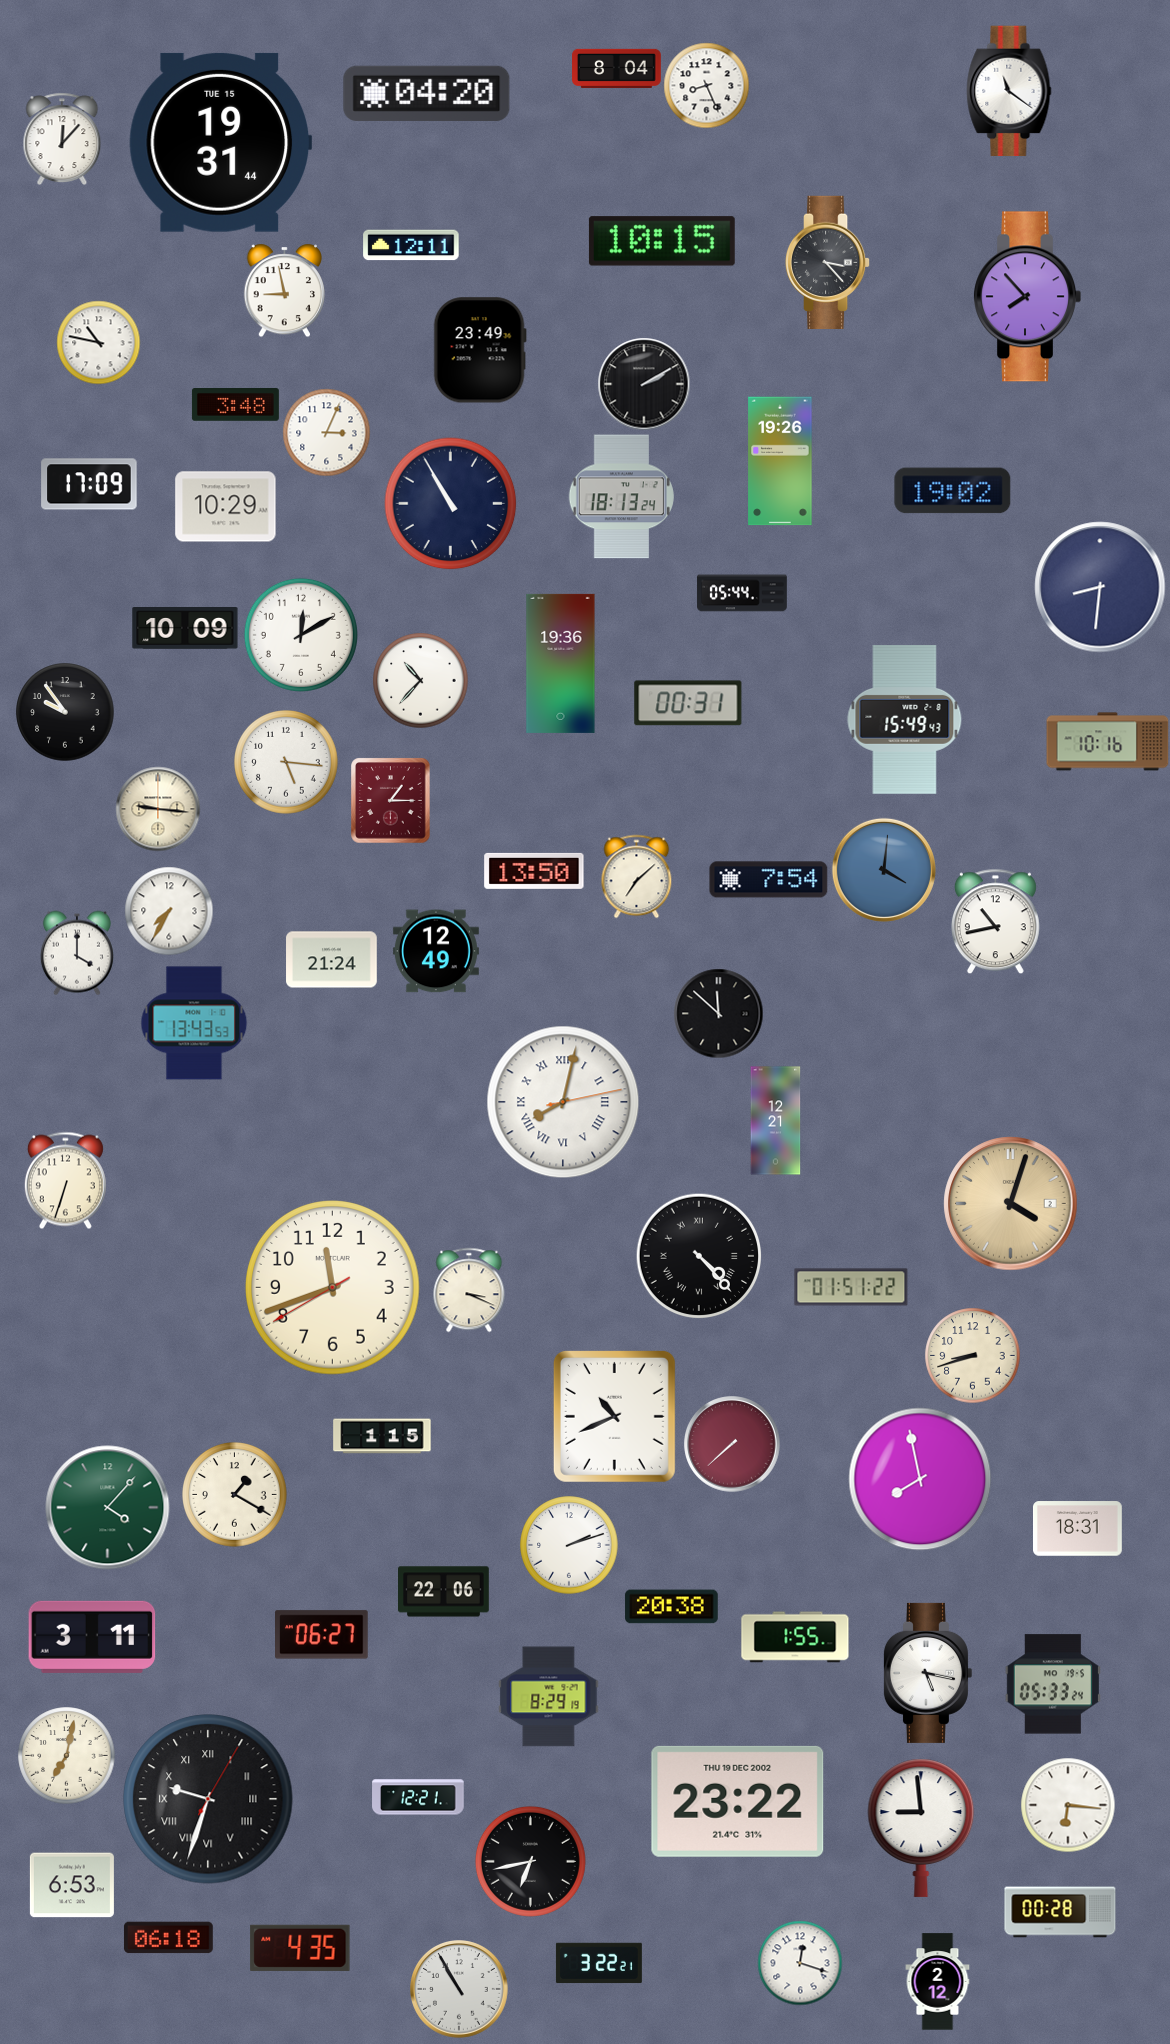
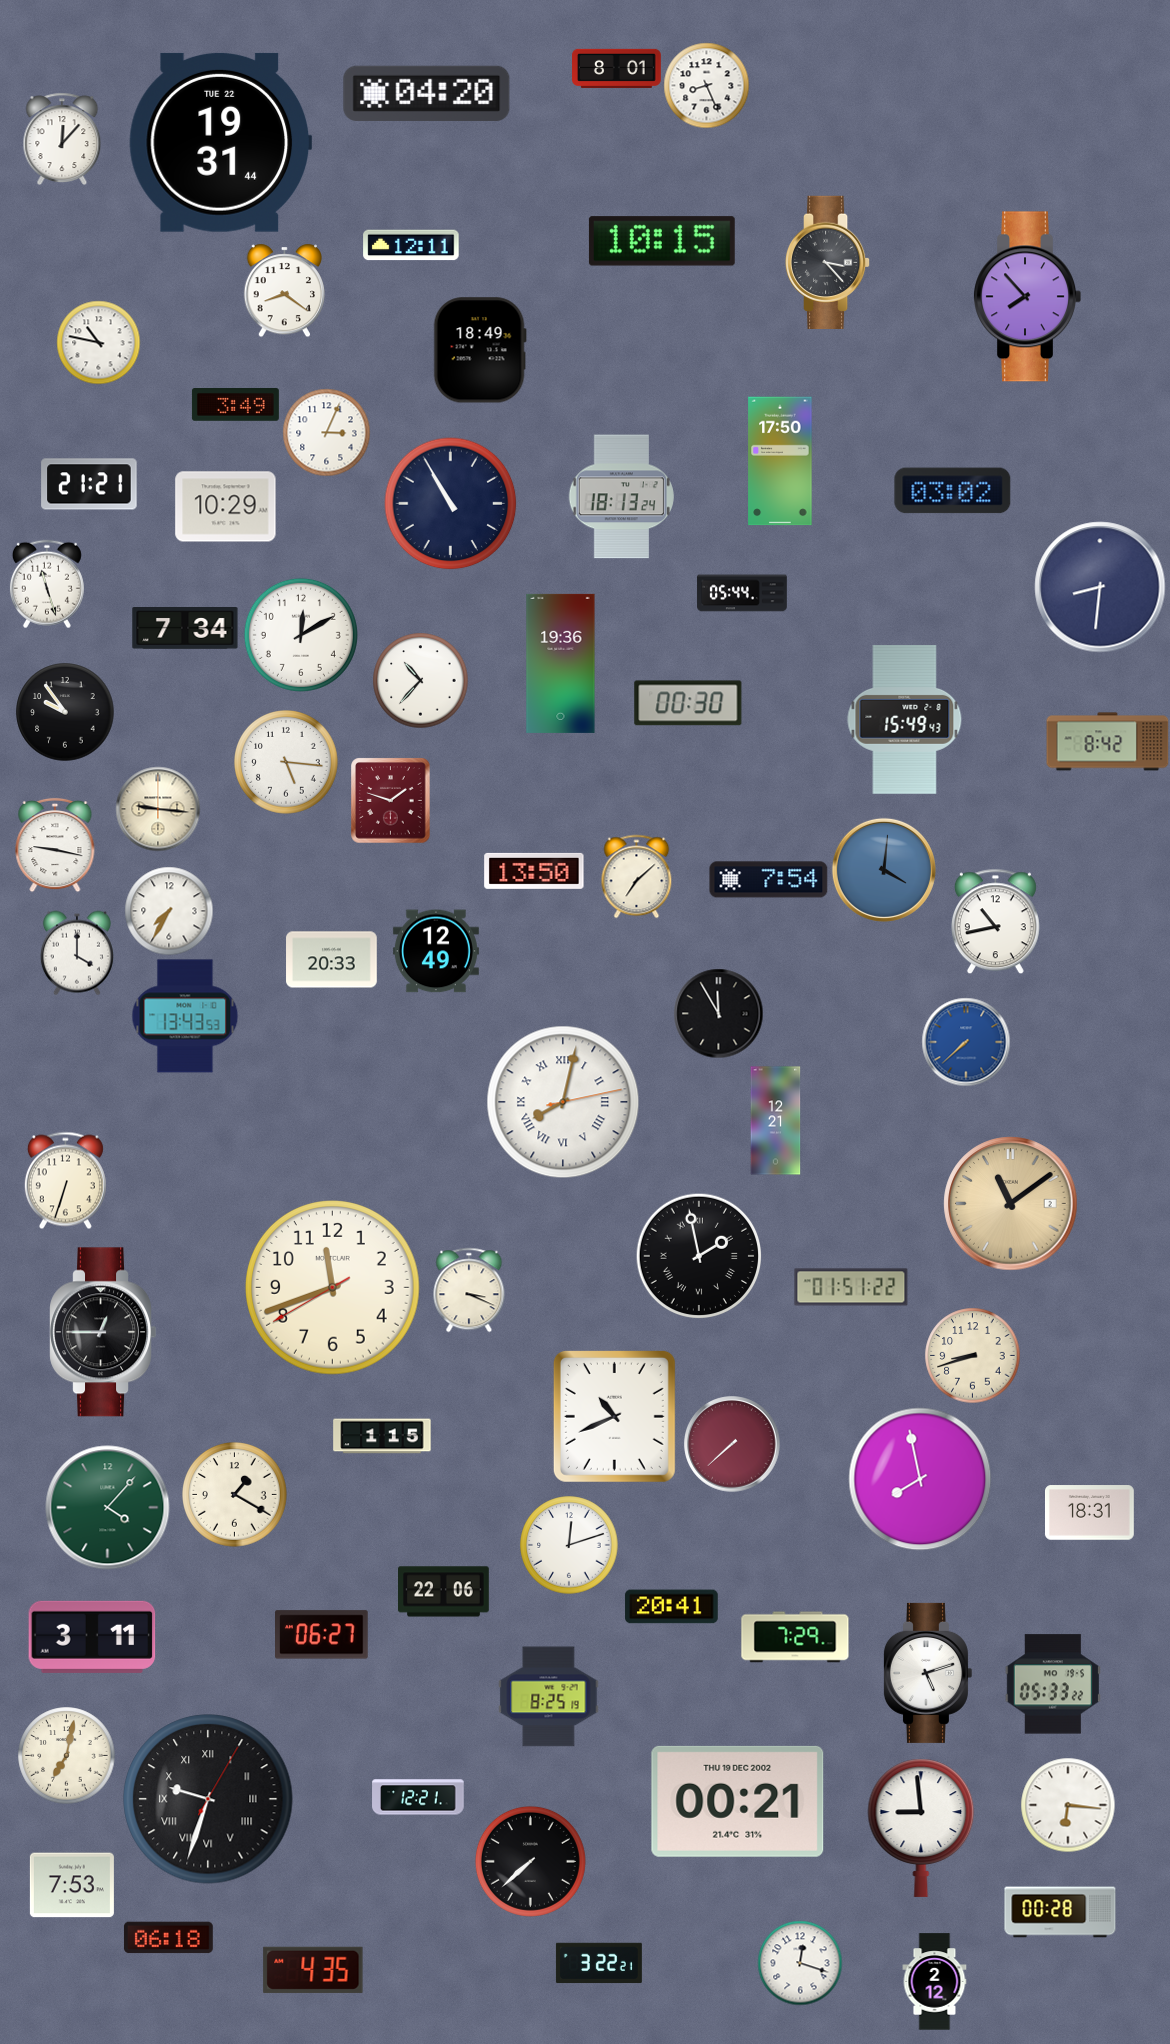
clock at (617, 68): 8:04 -> 8:01
clock at (1009, 91): 11:21 -> none
clock at (220, 142) date: TUE 15 -> TUE 22
clock at (284, 290): 8:58 -> 8:21
clock at (480, 350): 23:49 -> 18:49
clock at (644, 384): 2:10 -> none
clock at (235, 405): 3:48 -> 3:49
clock at (780, 461): 19:26 -> 17:50
clock at (89, 484): 17:09 -> 21:21
clock at (953, 491): 19:02 -> 03:02
clock at (47, 584): none -> 11:27
clock at (185, 629): 10:09 -> 7:34
clock at (688, 703): 00:31 -> 00:30
clock at (1108, 742): 10:16 -> 8:42
clock at (391, 800): 1:15 -> 1:48
clock at (55, 845): none -> 9:17
clock at (332, 960): 21:24 -> 20:33
clock at (718, 1013): 11:52 -> 11:55
clock at (194, 1023) position: (194, 1023) -> (185, 1016)
clock at (966, 1042): none -> 7:38
clock at (1011, 1204): 4:03 -> 11:09
clock at (699, 1256): 4:23 -> 1:58
clock at (102, 1332): none -> 12:45
clock at (1078, 1529) position: (1078, 1529) -> (1090, 1513)
clock at (569, 1545): 2:12 -> 12:12
clock at (672, 1607): 20:38 -> 20:41
clock at (795, 1637): 1:55 -> 7:29
clock at (927, 1673): 5:17 -> 5:12
clock at (1053, 1684): 05:33:24 -> 05:33:22
clock at (549, 1697): 8:29 -> 8:25
clock at (738, 1801): 23:22 -> 00:21
clock at (530, 1861): 6:43 -> 7:38
clock at (72, 1885): 6:53 -> 7:53
clock at (300, 1948) position: (300, 1948) -> (313, 1970)
clock at (938, 1982) position: (938, 1982) -> (935, 1982)
clock at (460, 1990): 10:55 -> none
